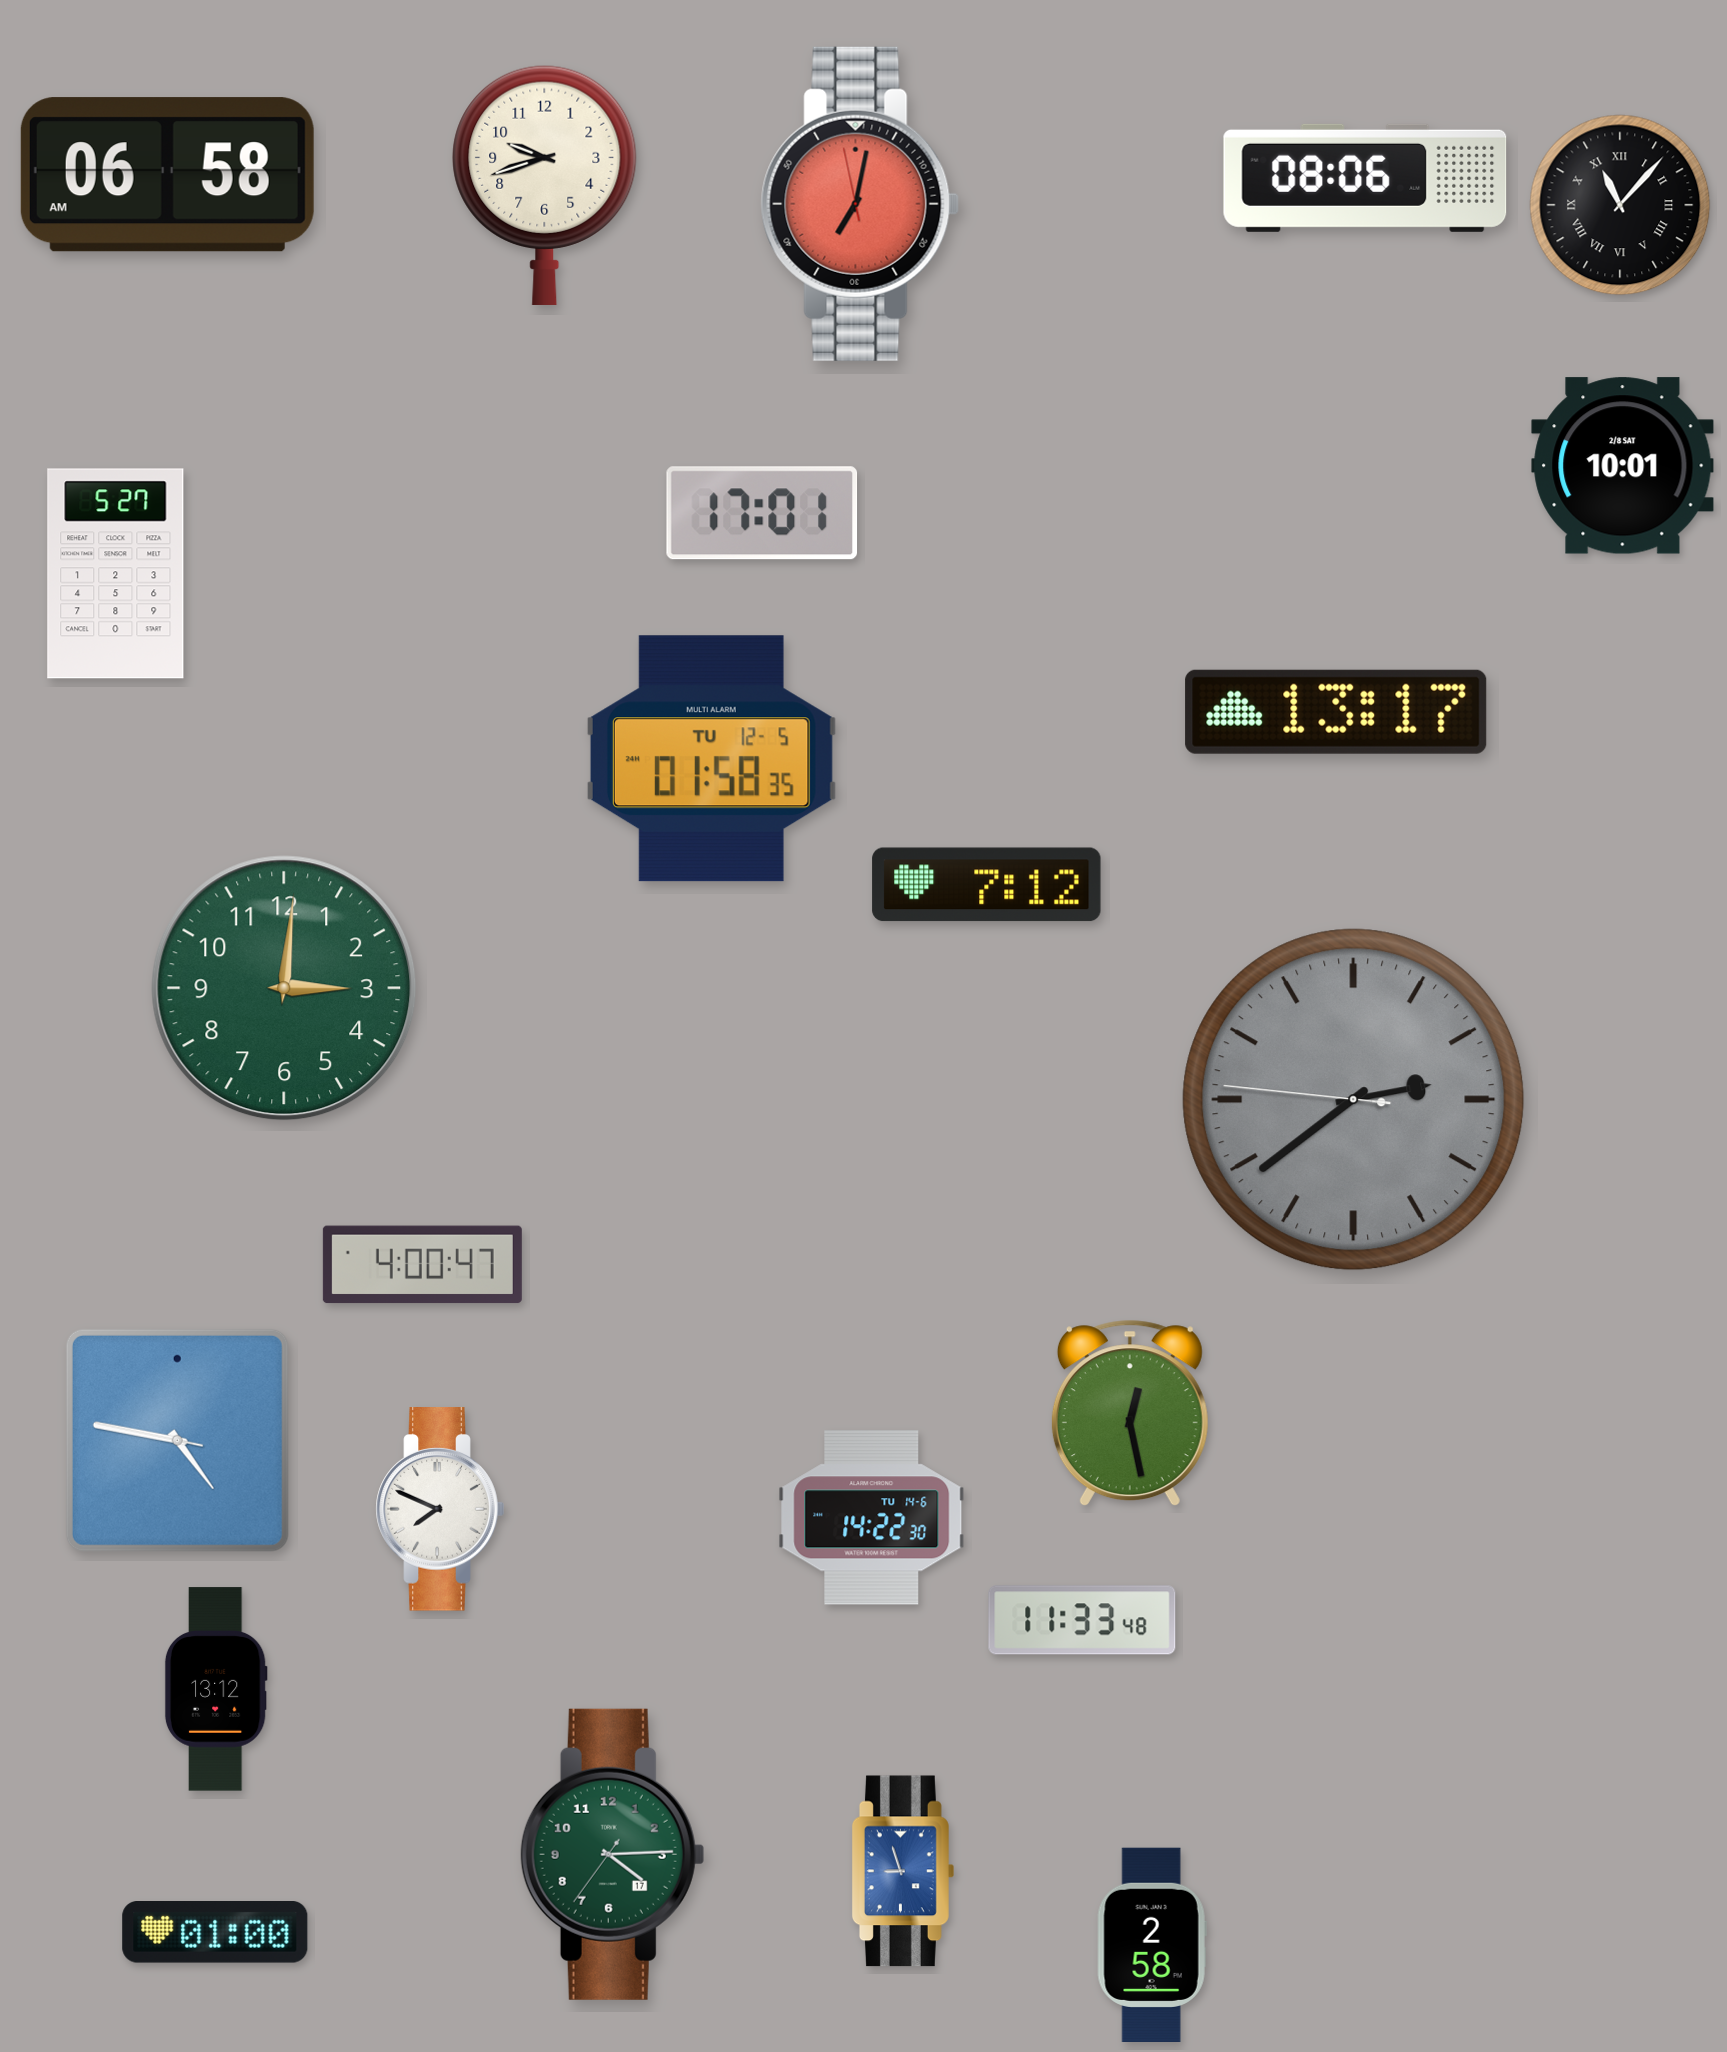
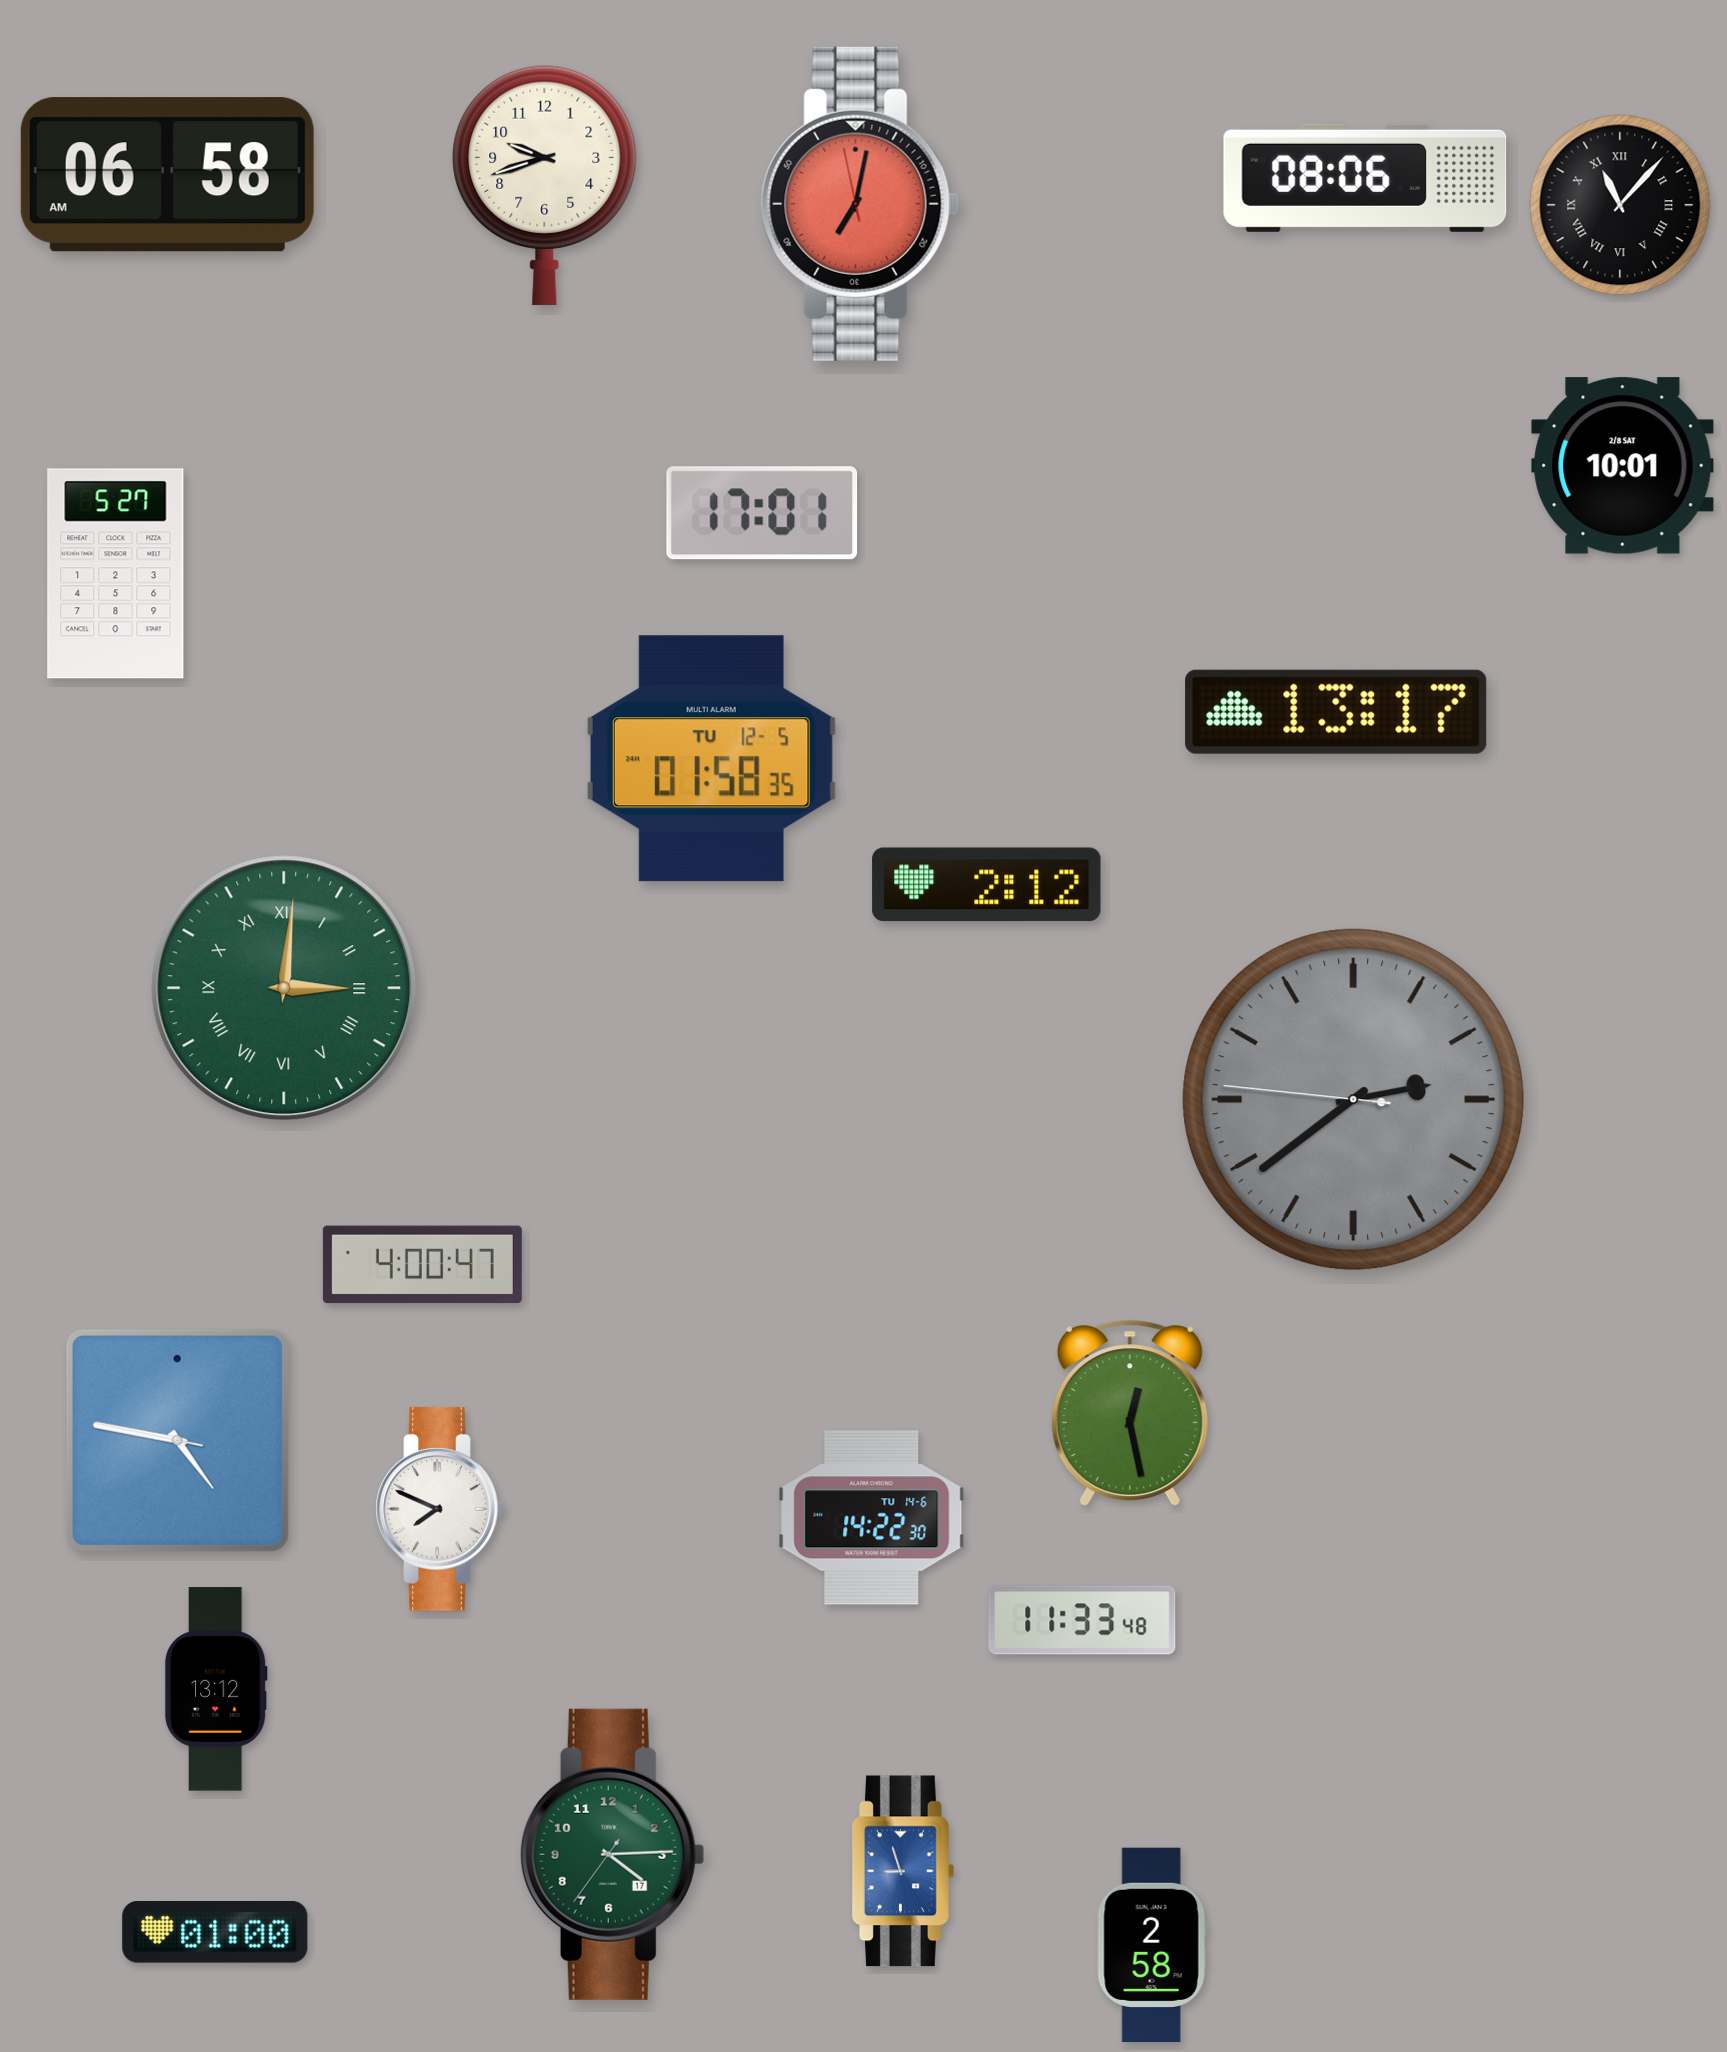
clock at (987, 885): 7:12 -> 2:12
clock at (284, 988) numerals: Arabic -> Roman
